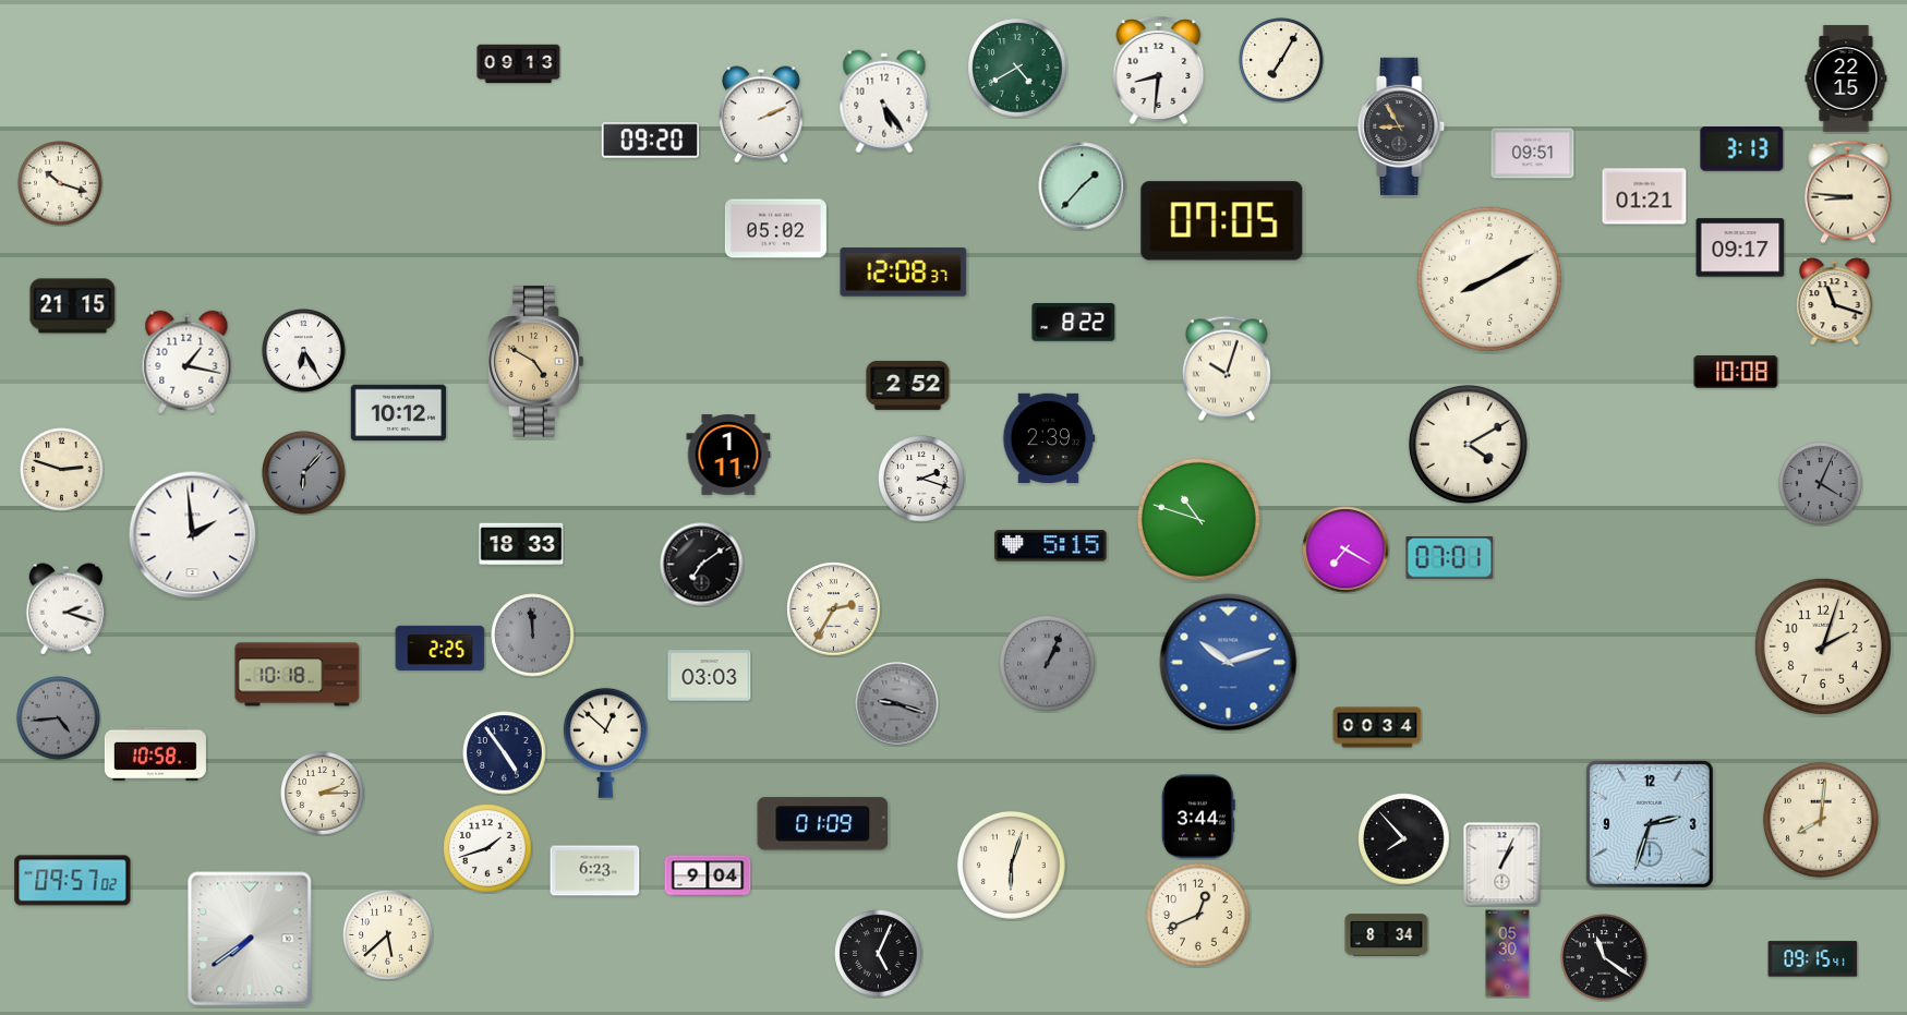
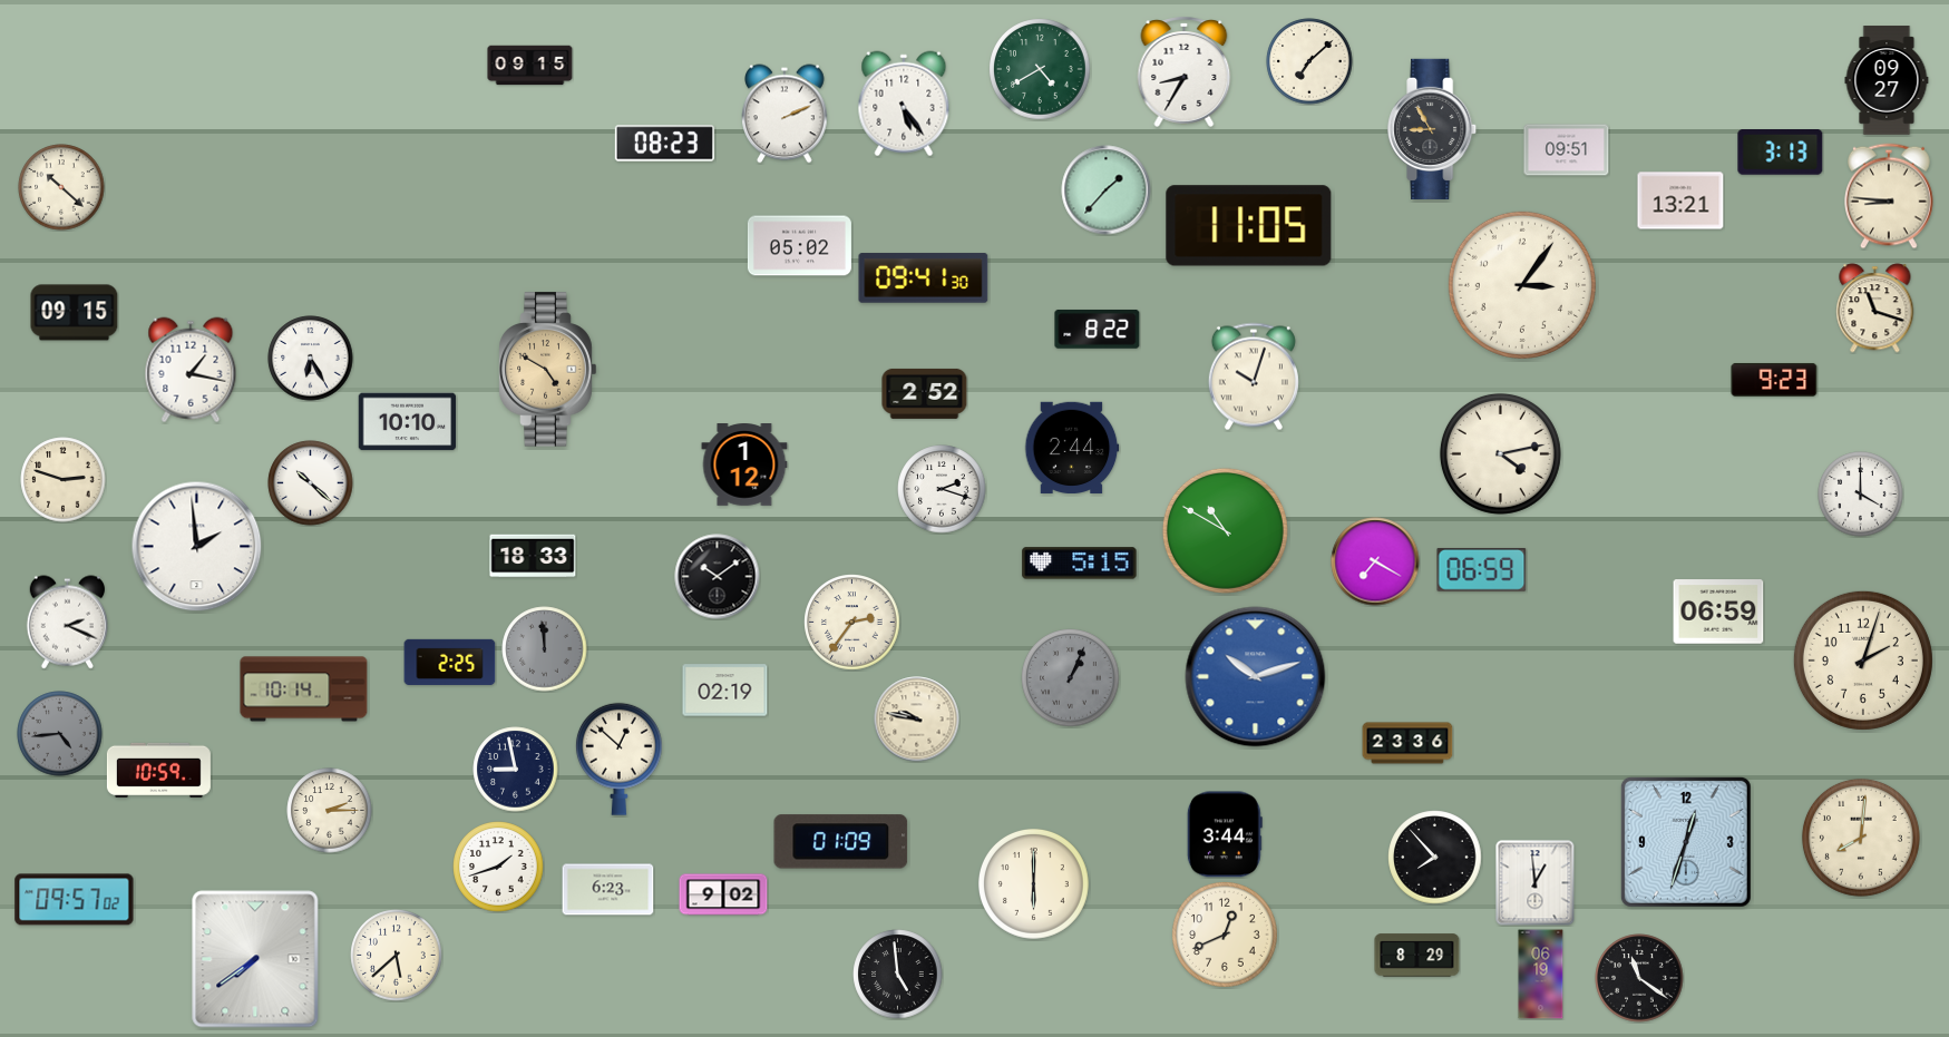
clock at (1281, 60): 7:05 -> 7:08
clock at (519, 64): 09:13 -> 09:15
clock at (1159, 70): 8:31 -> 8:35
clock at (1846, 78): 22:15 -> 09:27
clock at (761, 114) position: (761, 114) -> (785, 114)
clock at (650, 141): 09:20 -> 08:23
clock at (1533, 154) position: (1533, 154) -> (1567, 150)
clock at (60, 183): 10:18 -> 10:22
clock at (1644, 196): 01:21 -> 13:21
clock at (1222, 221): 07:05 -> 11:05
clock at (775, 229) position: (775, 229) -> (799, 246)
clock at (1740, 247): 09:17 -> none
clock at (904, 273): 12:08 -> 09:41
clock at (1489, 279): 8:10 -> 3:06
clock at (73, 306): 21:15 -> 09:15
clock at (1736, 372): 10:08 -> 9:23
clock at (908, 385) position: (908, 385) -> (925, 393)
clock at (399, 413): 10:12 -> 10:10
clock at (1049, 438): 2:39 -> 2:44
clock at (1468, 444): 4:10 -> 4:13
clock at (728, 456): 1:11 -> 1:12
clock at (304, 473): 6:07 -> 10:22
clock at (304, 473) dial: grey -> white
clock at (1821, 484): 4:04 -> 4:00
clock at (1821, 484) dial: grey -> white
clock at (1198, 519): 10:48 -> 10:50
clock at (1051, 546) position: (1051, 546) -> (1080, 564)
clock at (1450, 557): 07:01 -> 06:59
clock at (702, 565): 7:09 -> 10:09
clock at (1718, 612): none -> 06:59
clock at (65, 609): 2:18 -> 2:19
clock at (834, 609): 2:35 -> 2:36
clock at (298, 675): 10:18 -> 10:14
clock at (710, 676): 03:03 -> 02:19
clock at (897, 704): 9:18 -> 9:47
clock at (897, 704) dial: grey -> cream
clock at (1377, 727): 00:34 -> 23:36
clock at (155, 753): 10:58 -> 10:59
clock at (505, 753): 4:54 -> 8:58
clock at (1650, 824): 2:33 -> 12:33
clock at (1011, 865): 6:03 -> 6:00
clock at (1502, 865): 1:04 -> 12:59
clock at (708, 875): 9:04 -> 9:02
clock at (1387, 935): 8:34 -> 8:29
clock at (879, 954): 5:04 -> 4:59
clock at (1508, 954): 05:30 -> 06:19
clock at (1813, 959): 09:15 -> none
